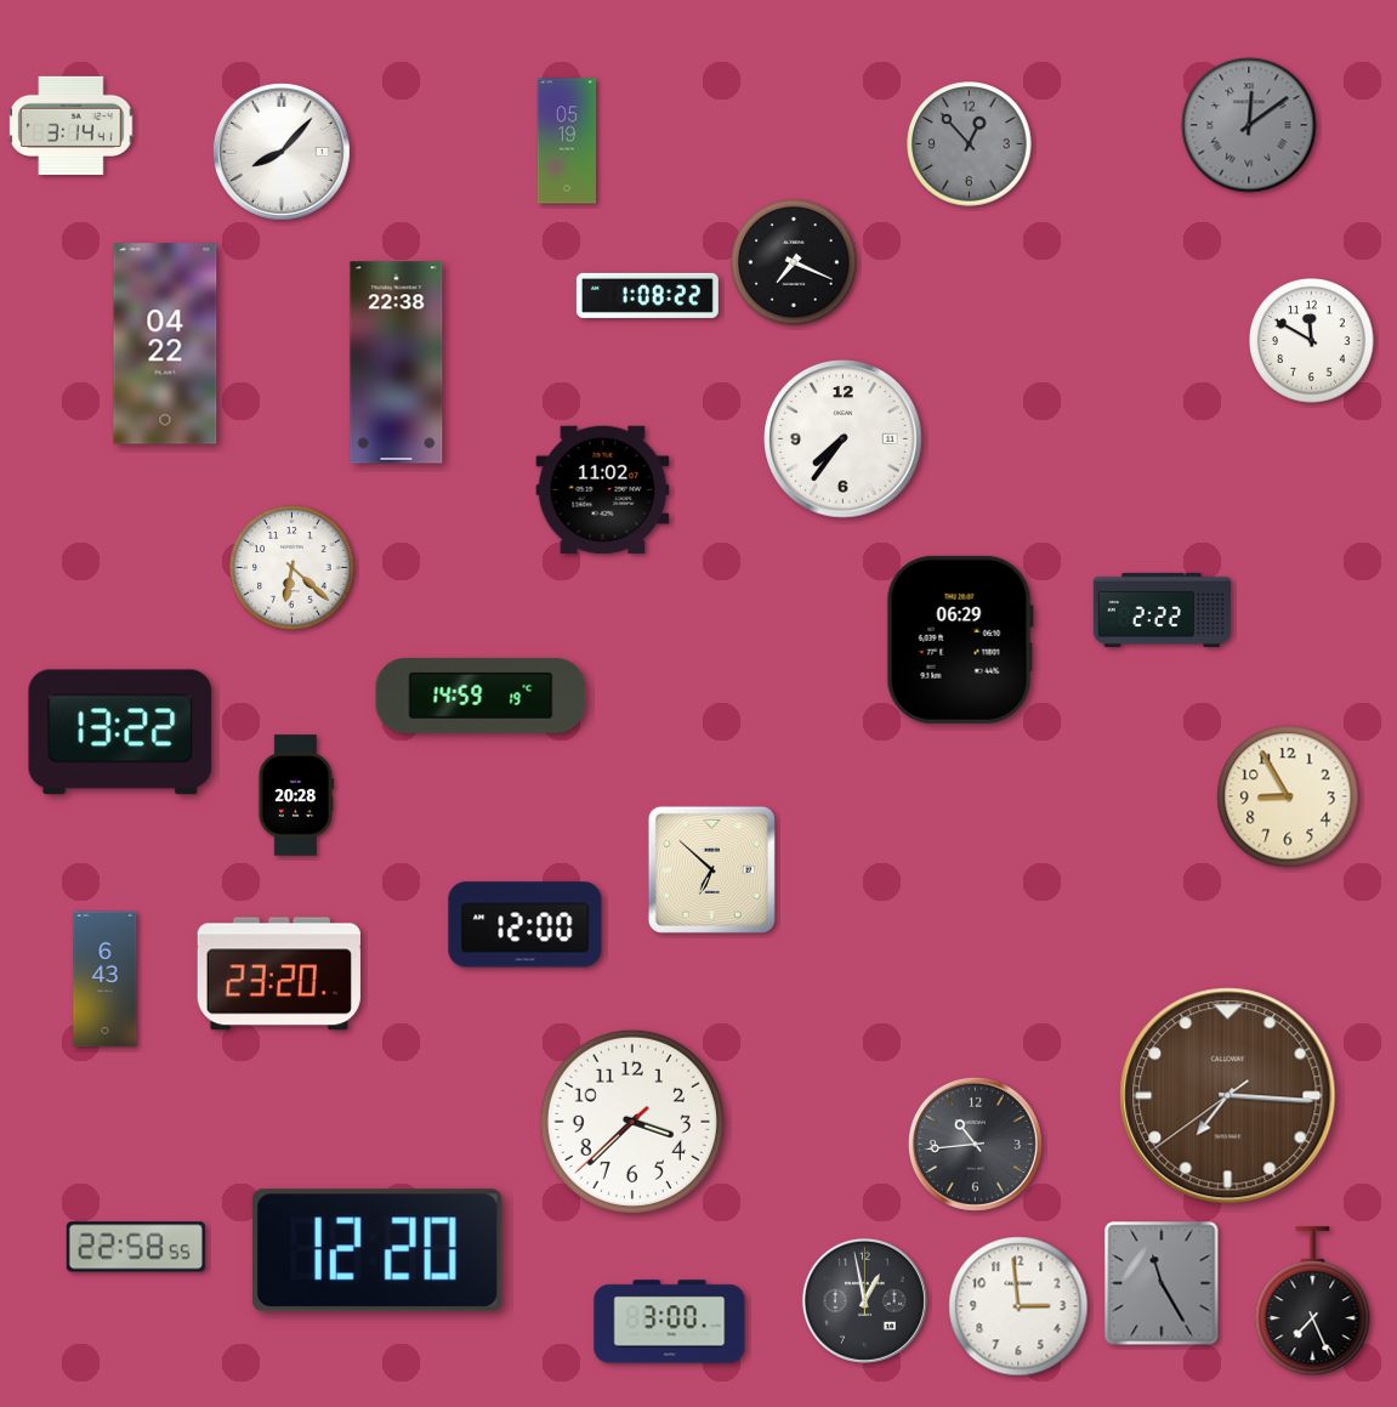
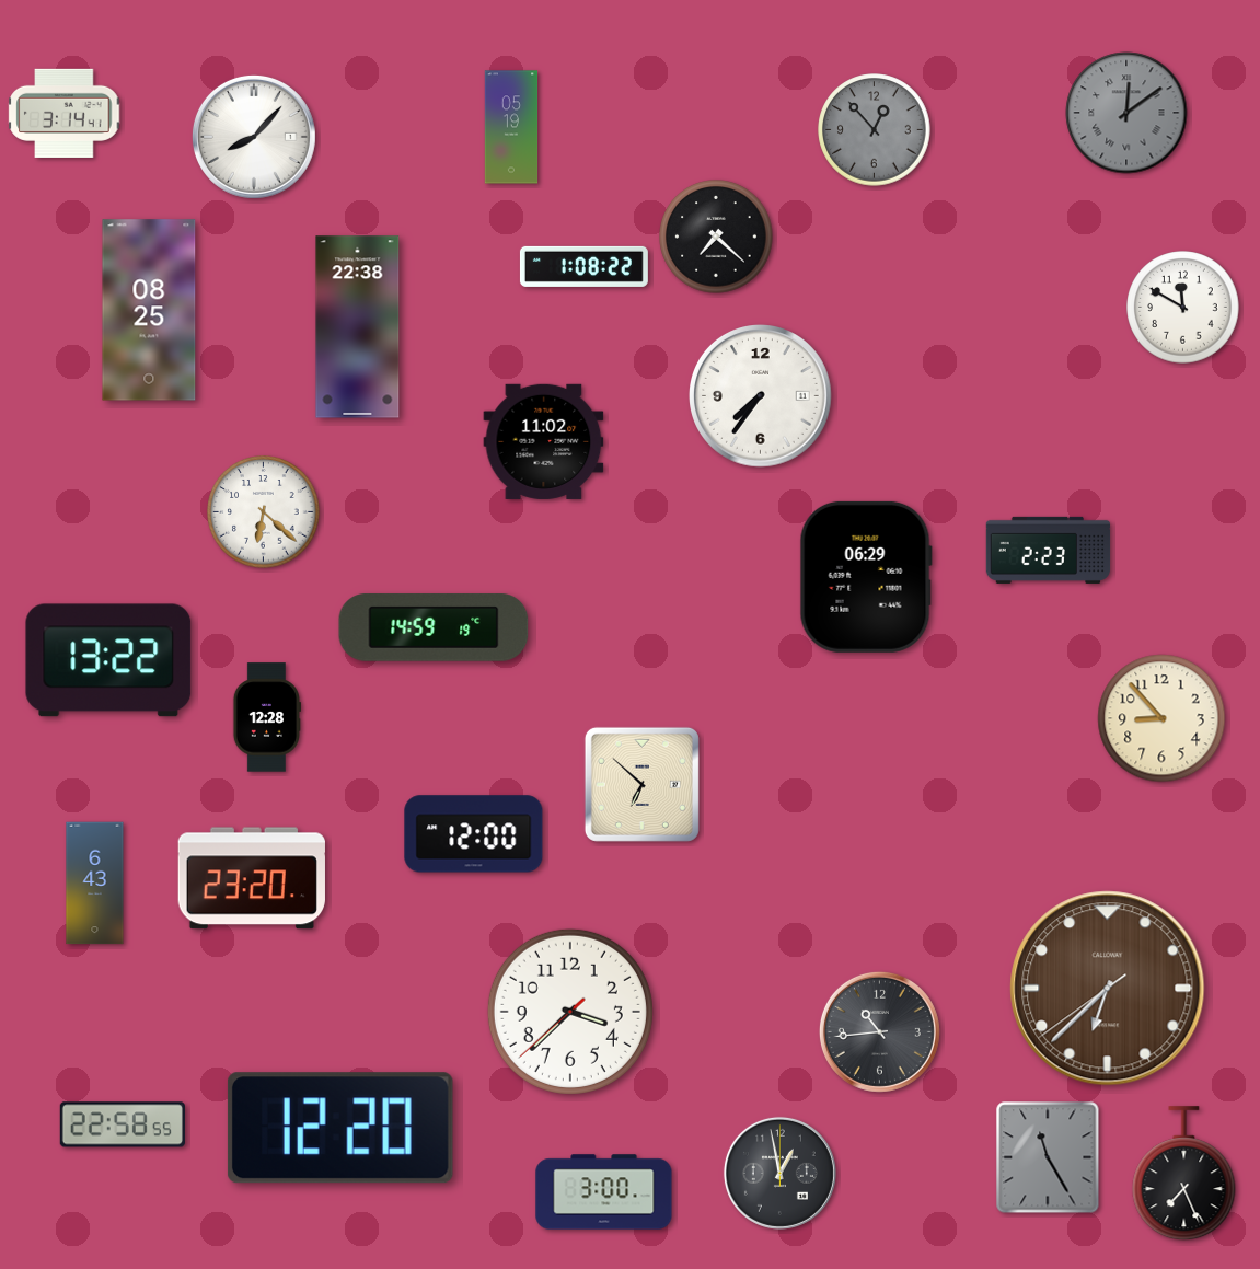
clock at (794, 262): 7:19 -> 7:22
clock at (165, 344): 04:22 -> 08:25
clock at (1163, 609): 2:22 -> 2:23
clock at (296, 795): 20:28 -> 12:28
clock at (1288, 796): 8:55 -> 8:53
clock at (1228, 1096): 7:15 -> 6:37
clock at (1018, 1306): 2:59 -> none
